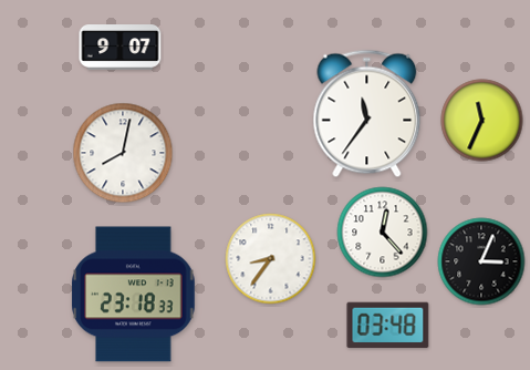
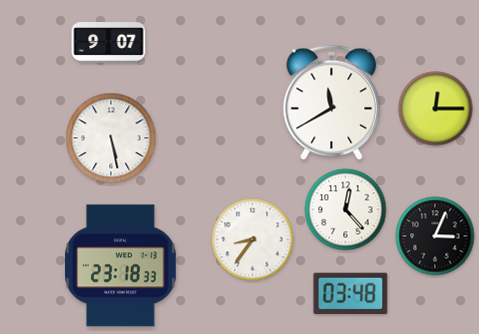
clock at (367, 114): 11:36 -> 11:40
clock at (482, 121): 11:34 -> 12:15
clock at (123, 153): 8:02 -> 5:28
clock at (271, 259) position: (271, 259) -> (253, 240)
